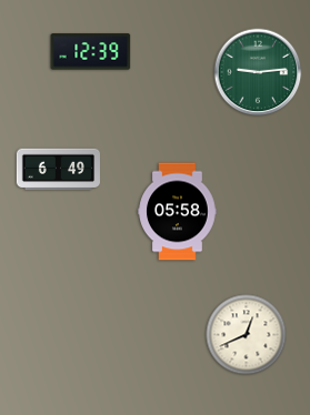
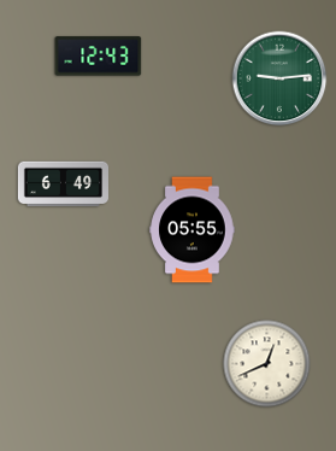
clock at (91, 52): 12:39 -> 12:43
clock at (178, 212): 05:58 -> 05:55
